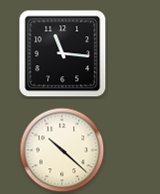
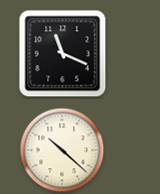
clock at (63, 54): 11:16 -> 11:19
